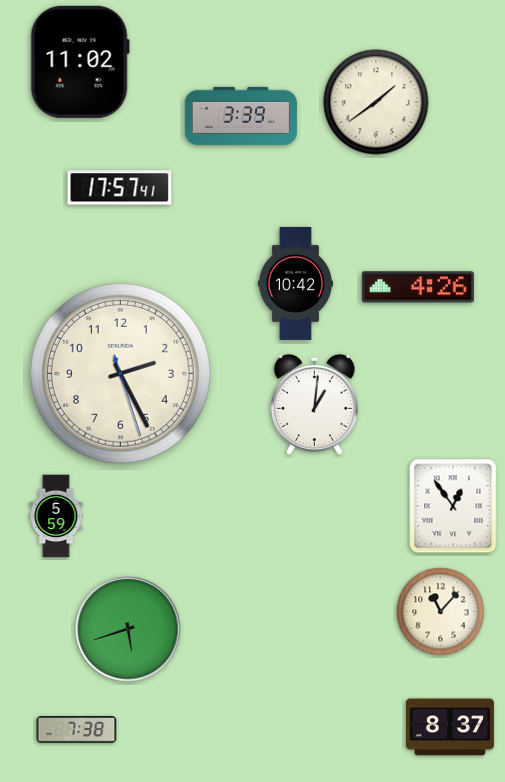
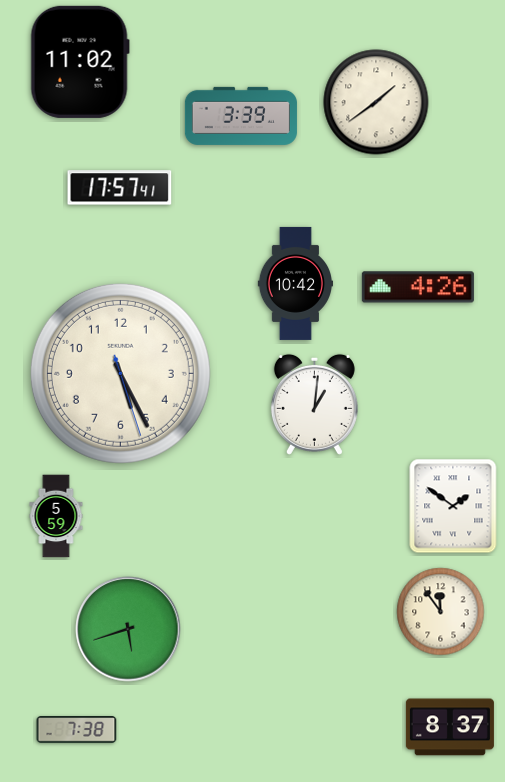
clock at (120, 373): 2:25 -> 5:25
clock at (453, 506): 12:54 -> 1:51
clock at (441, 612): 11:07 -> 11:54
